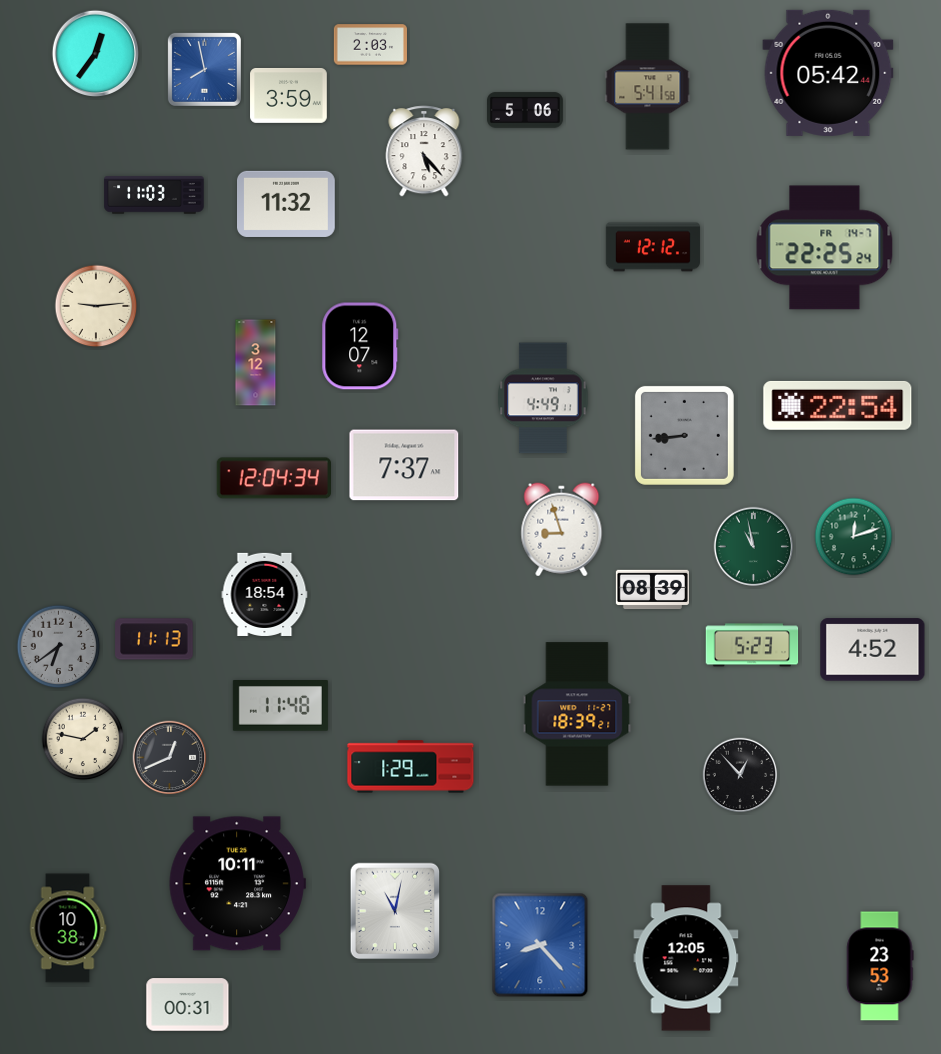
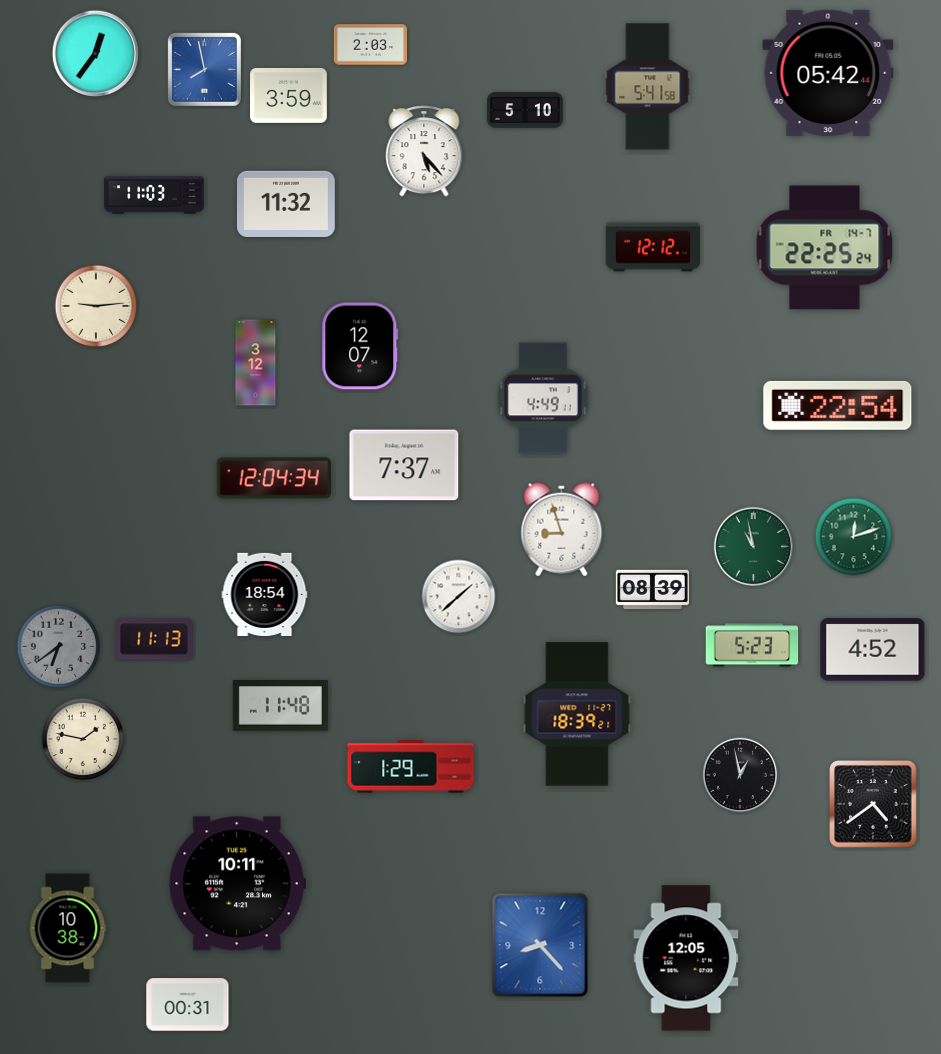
clock at (526, 110): 5:06 -> 5:10
clock at (684, 435): 8:44 -> none
clock at (459, 597): none -> 1:38
clock at (170, 758): 12:41 -> none
clock at (740, 775): 12:53 -> 12:58
clock at (873, 804): none -> 4:39
clock at (395, 911): 11:02 -> none
clock at (880, 966): 23:53 -> none
